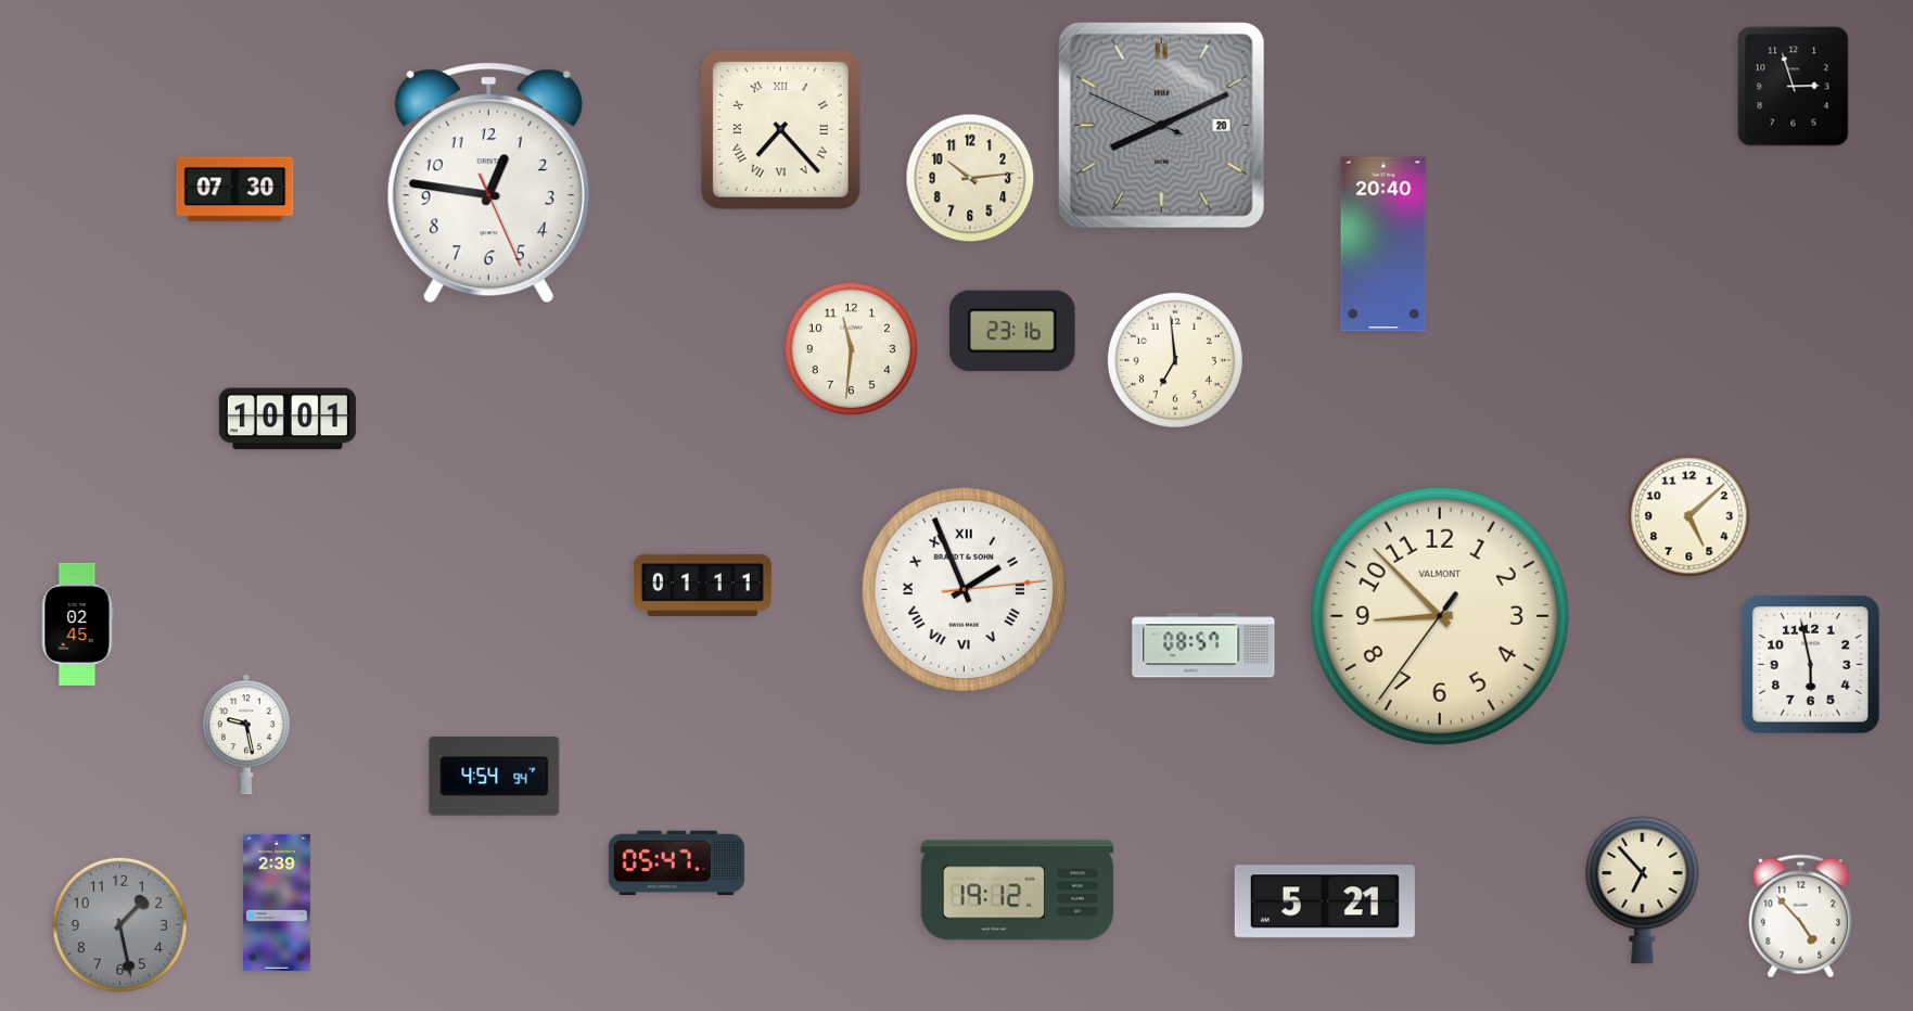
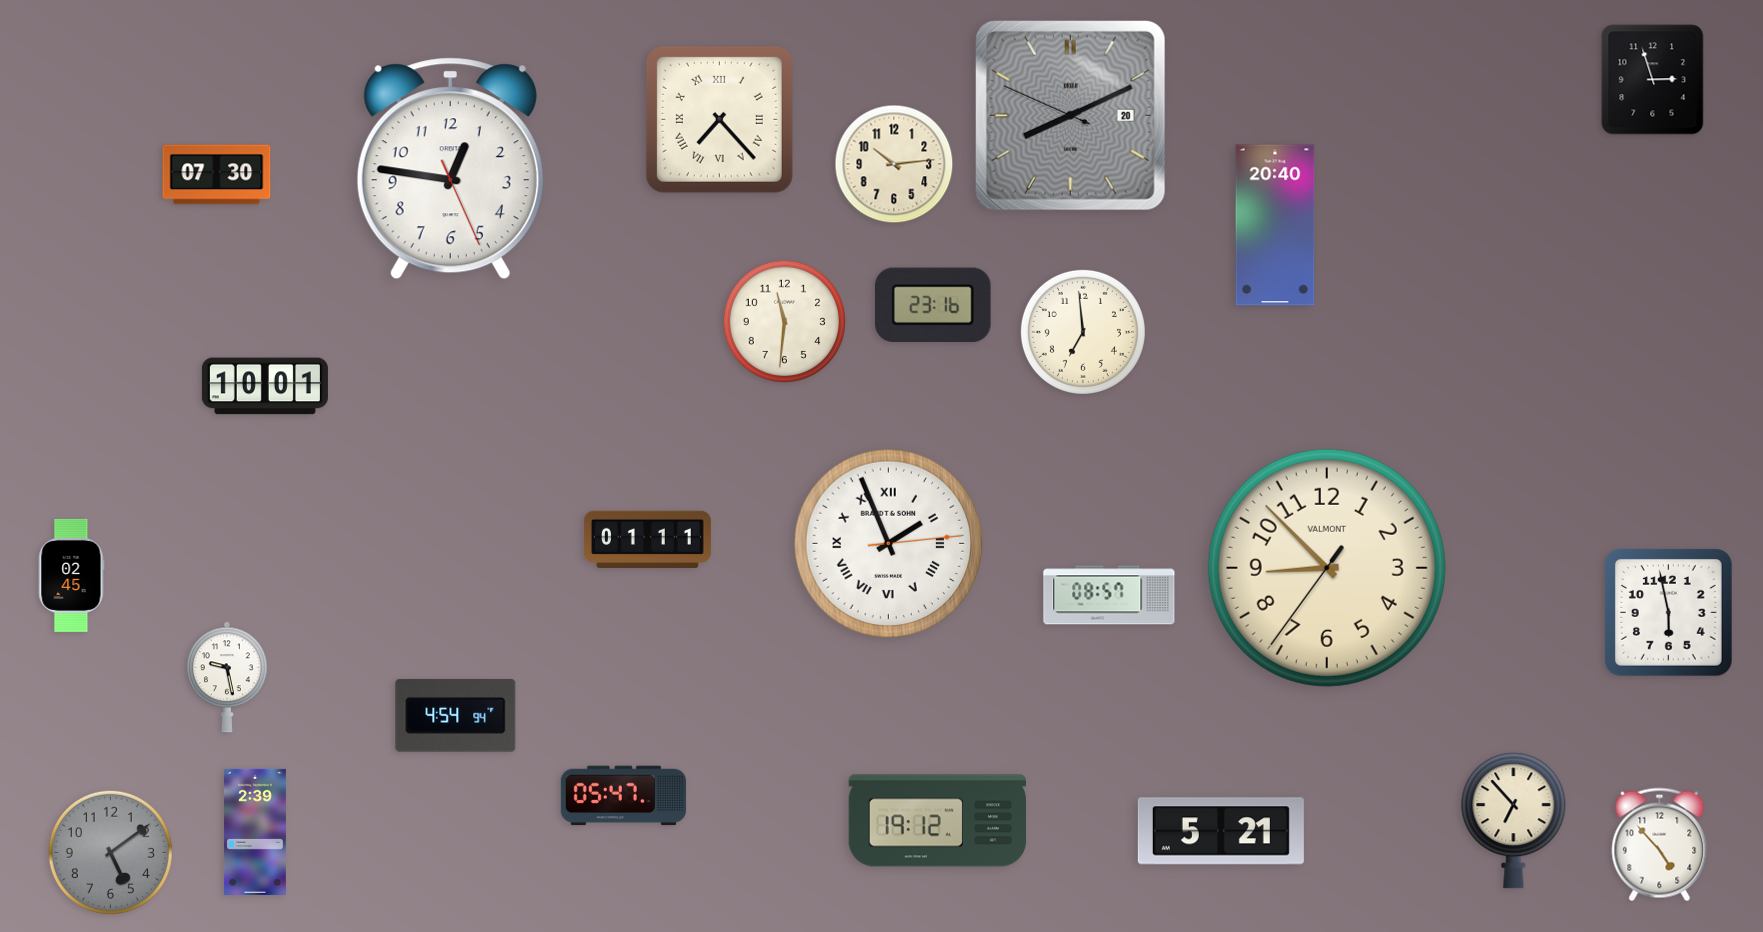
clock at (1689, 516): 5:08 -> none
clock at (119, 924): 1:28 -> 5:09
